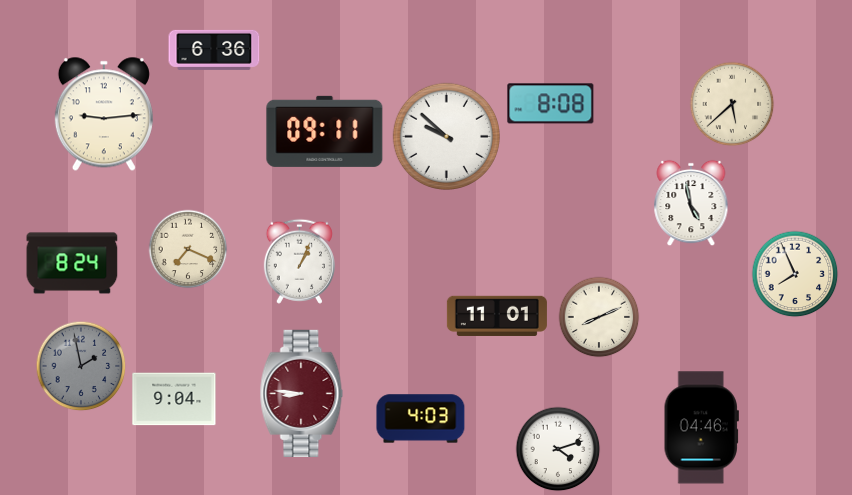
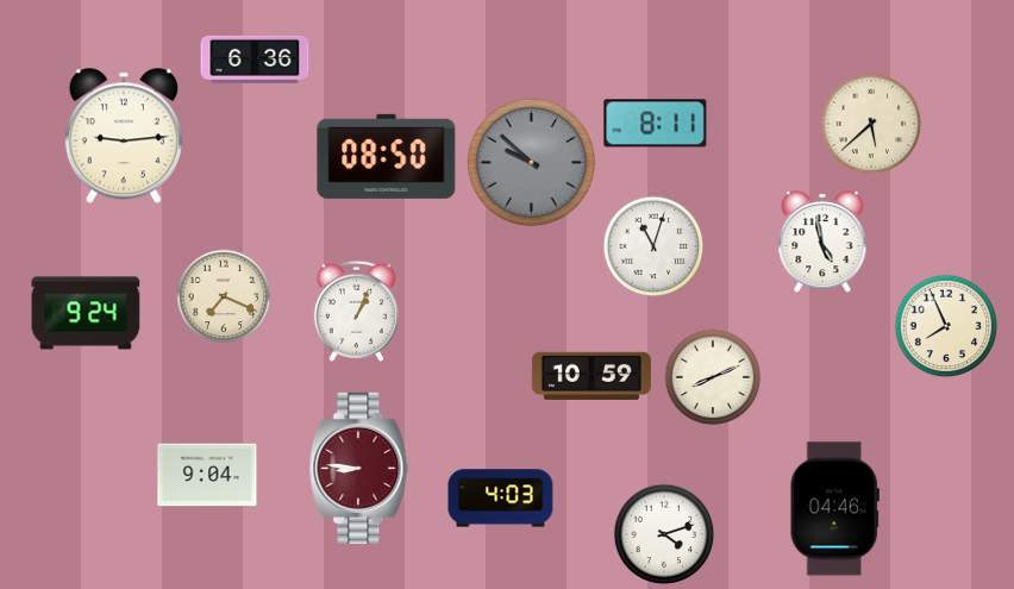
clock at (551, 104): 8:08 -> 8:11
clock at (325, 131): 09:11 -> 08:50
clock at (446, 136) dial: white -> grey
clock at (653, 246): none -> 11:03
clock at (72, 263): 8:24 -> 9:24
clock at (497, 316): 11:01 -> 10:59
clock at (81, 366): 1:58 -> none
